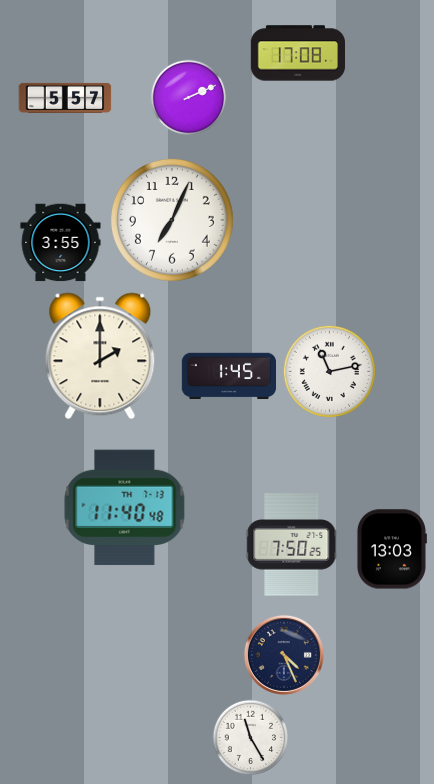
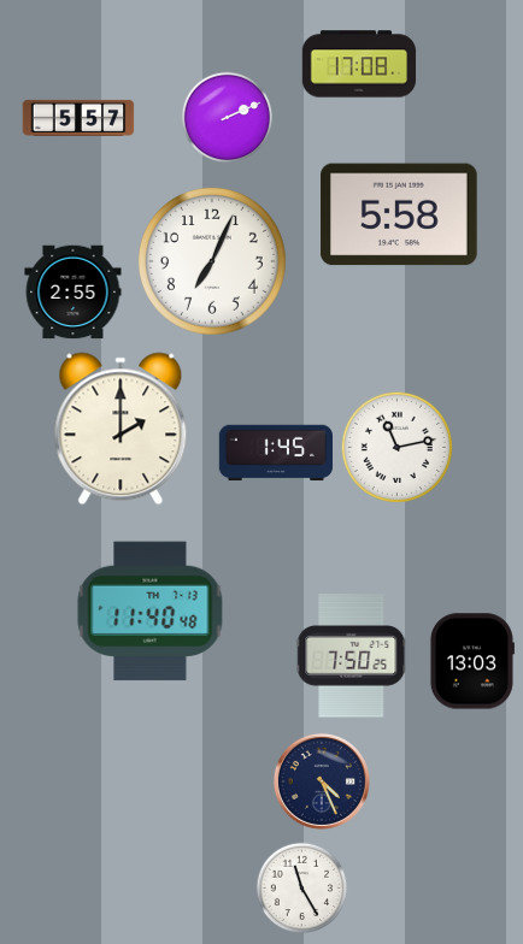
clock at (399, 214): none -> 5:58
clock at (172, 220) position: (172, 220) -> (212, 261)
clock at (61, 243): 3:55 -> 2:55
clock at (284, 655) position: (284, 655) -> (322, 781)
